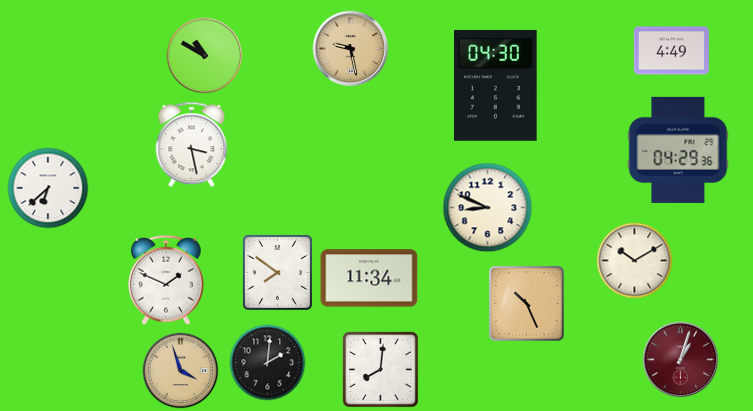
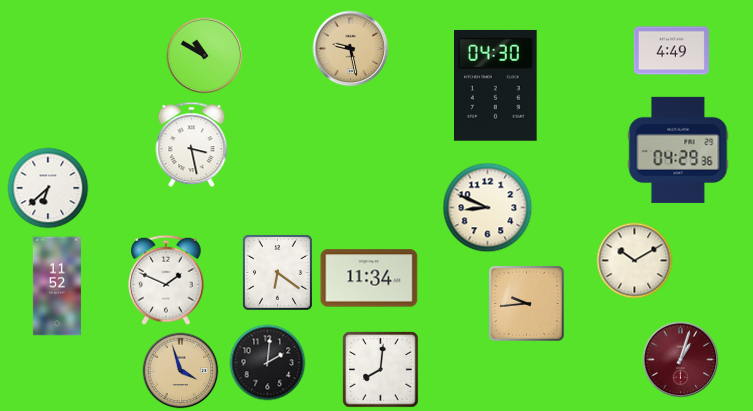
clock at (277, 272): 7:51 -> 6:21
clock at (57, 286): none -> 11:52
clock at (526, 303): 10:26 -> 9:44
